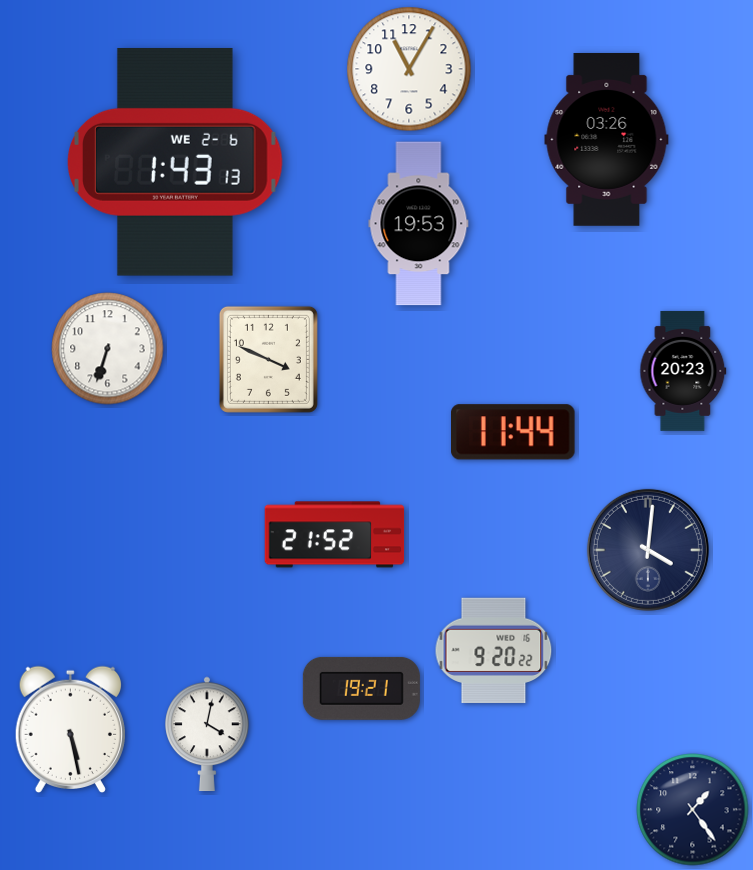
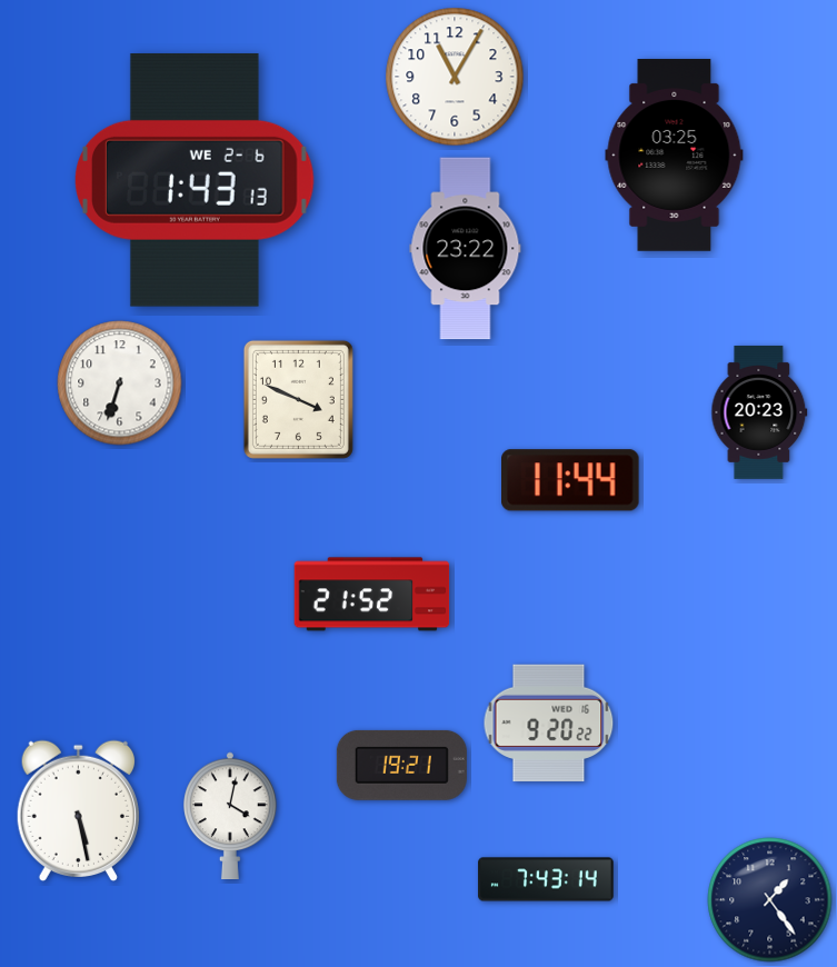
clock at (607, 139): 03:26 -> 03:25
clock at (419, 224): 19:53 -> 23:22
clock at (108, 349) position: (108, 349) -> (120, 383)
clock at (648, 550): 4:01 -> none
clock at (546, 879): none -> 7:43
